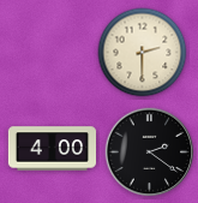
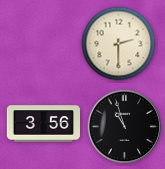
clock at (52, 149): 4:00 -> 3:56
clock at (150, 153): 2:21 -> 10:57
